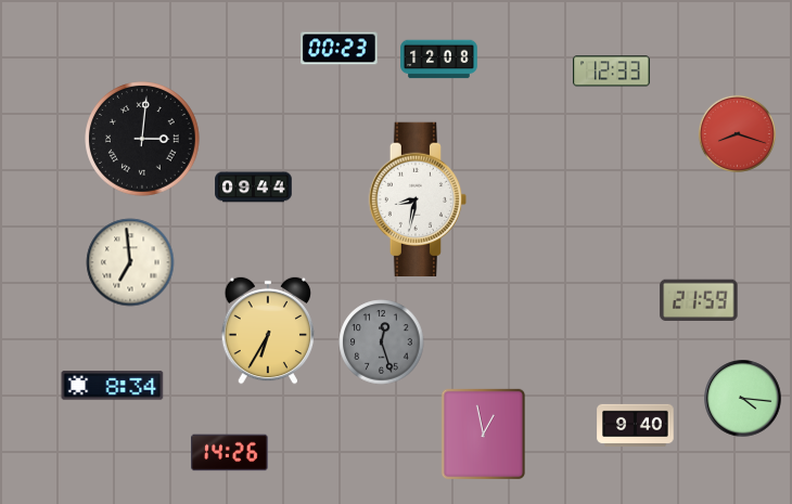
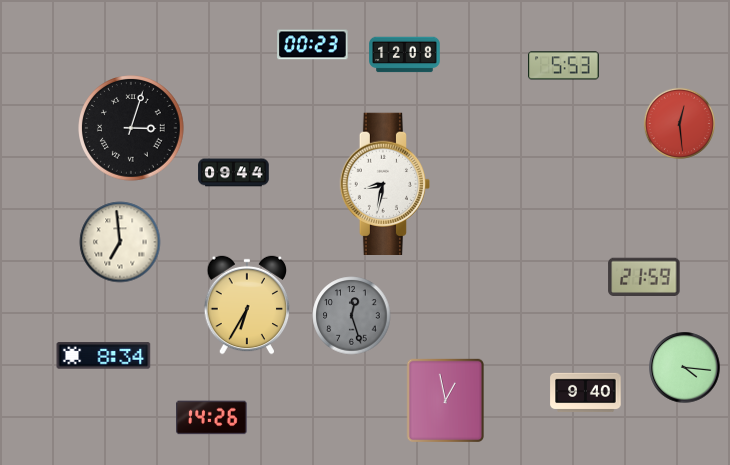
clock at (612, 72): 12:33 -> 5:53
clock at (737, 133): 8:18 -> 12:29
clock at (142, 139): 3:01 -> 3:03
